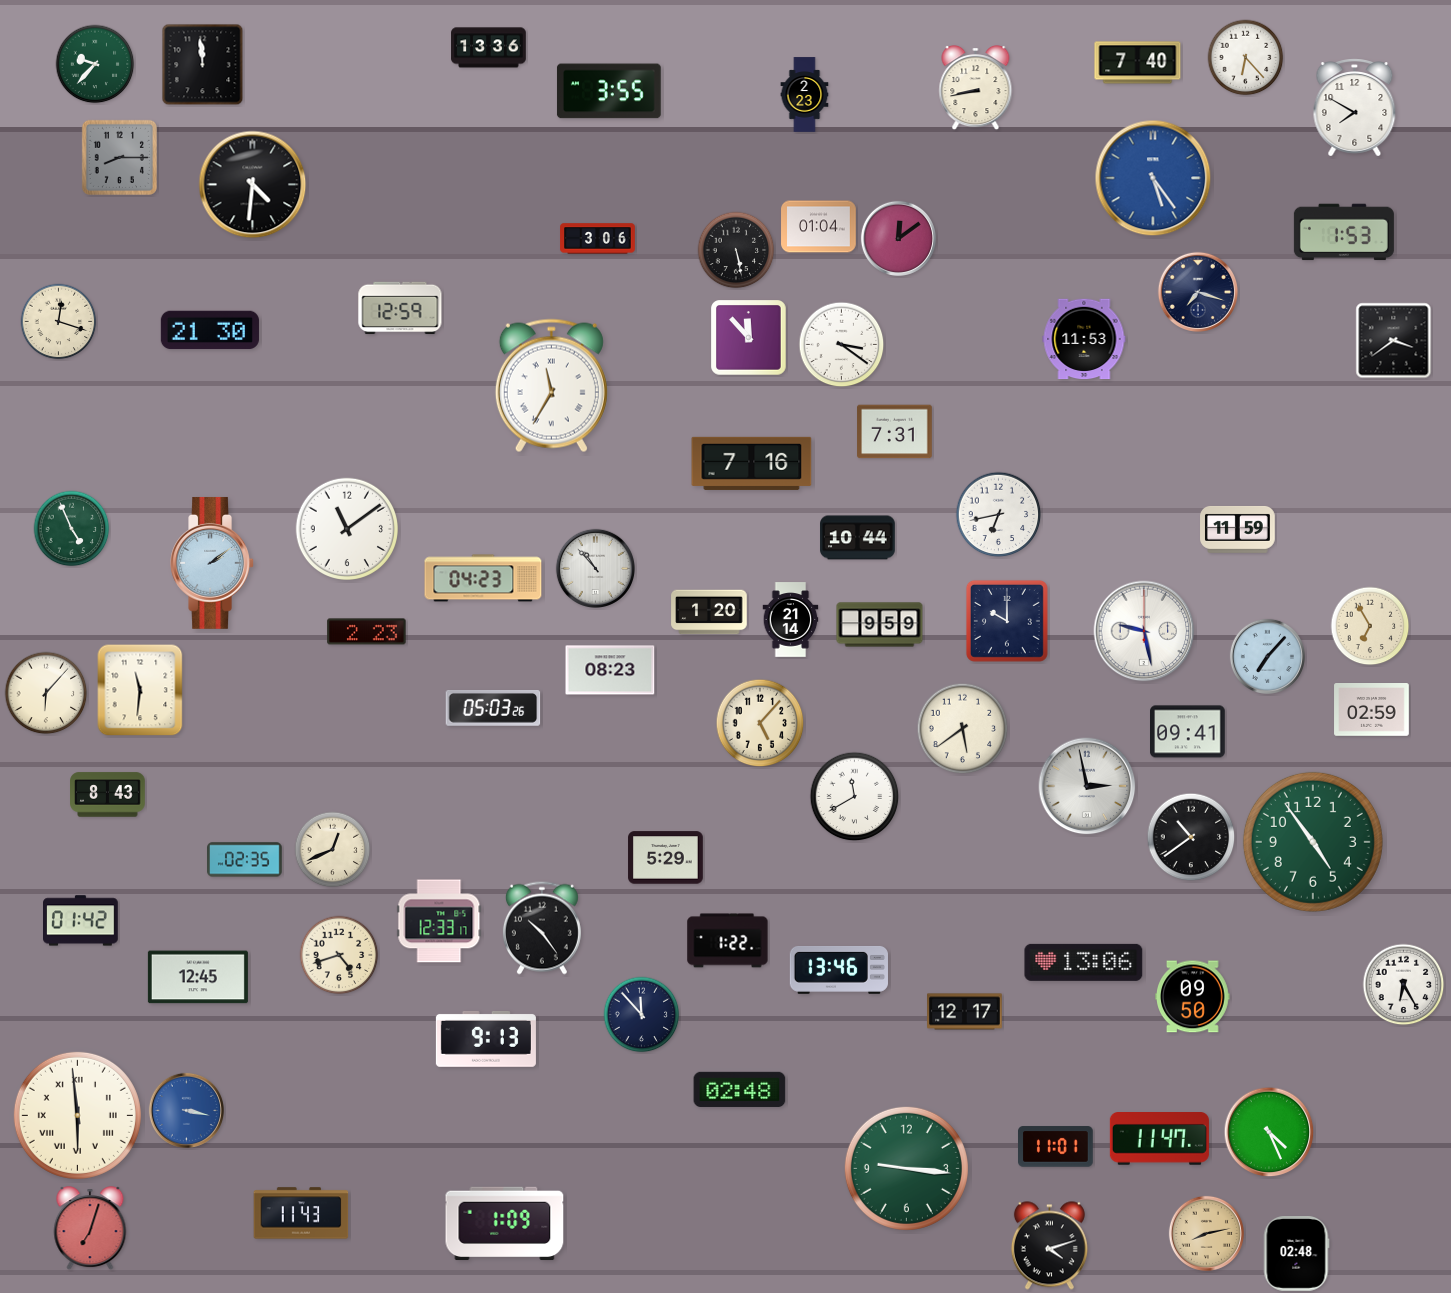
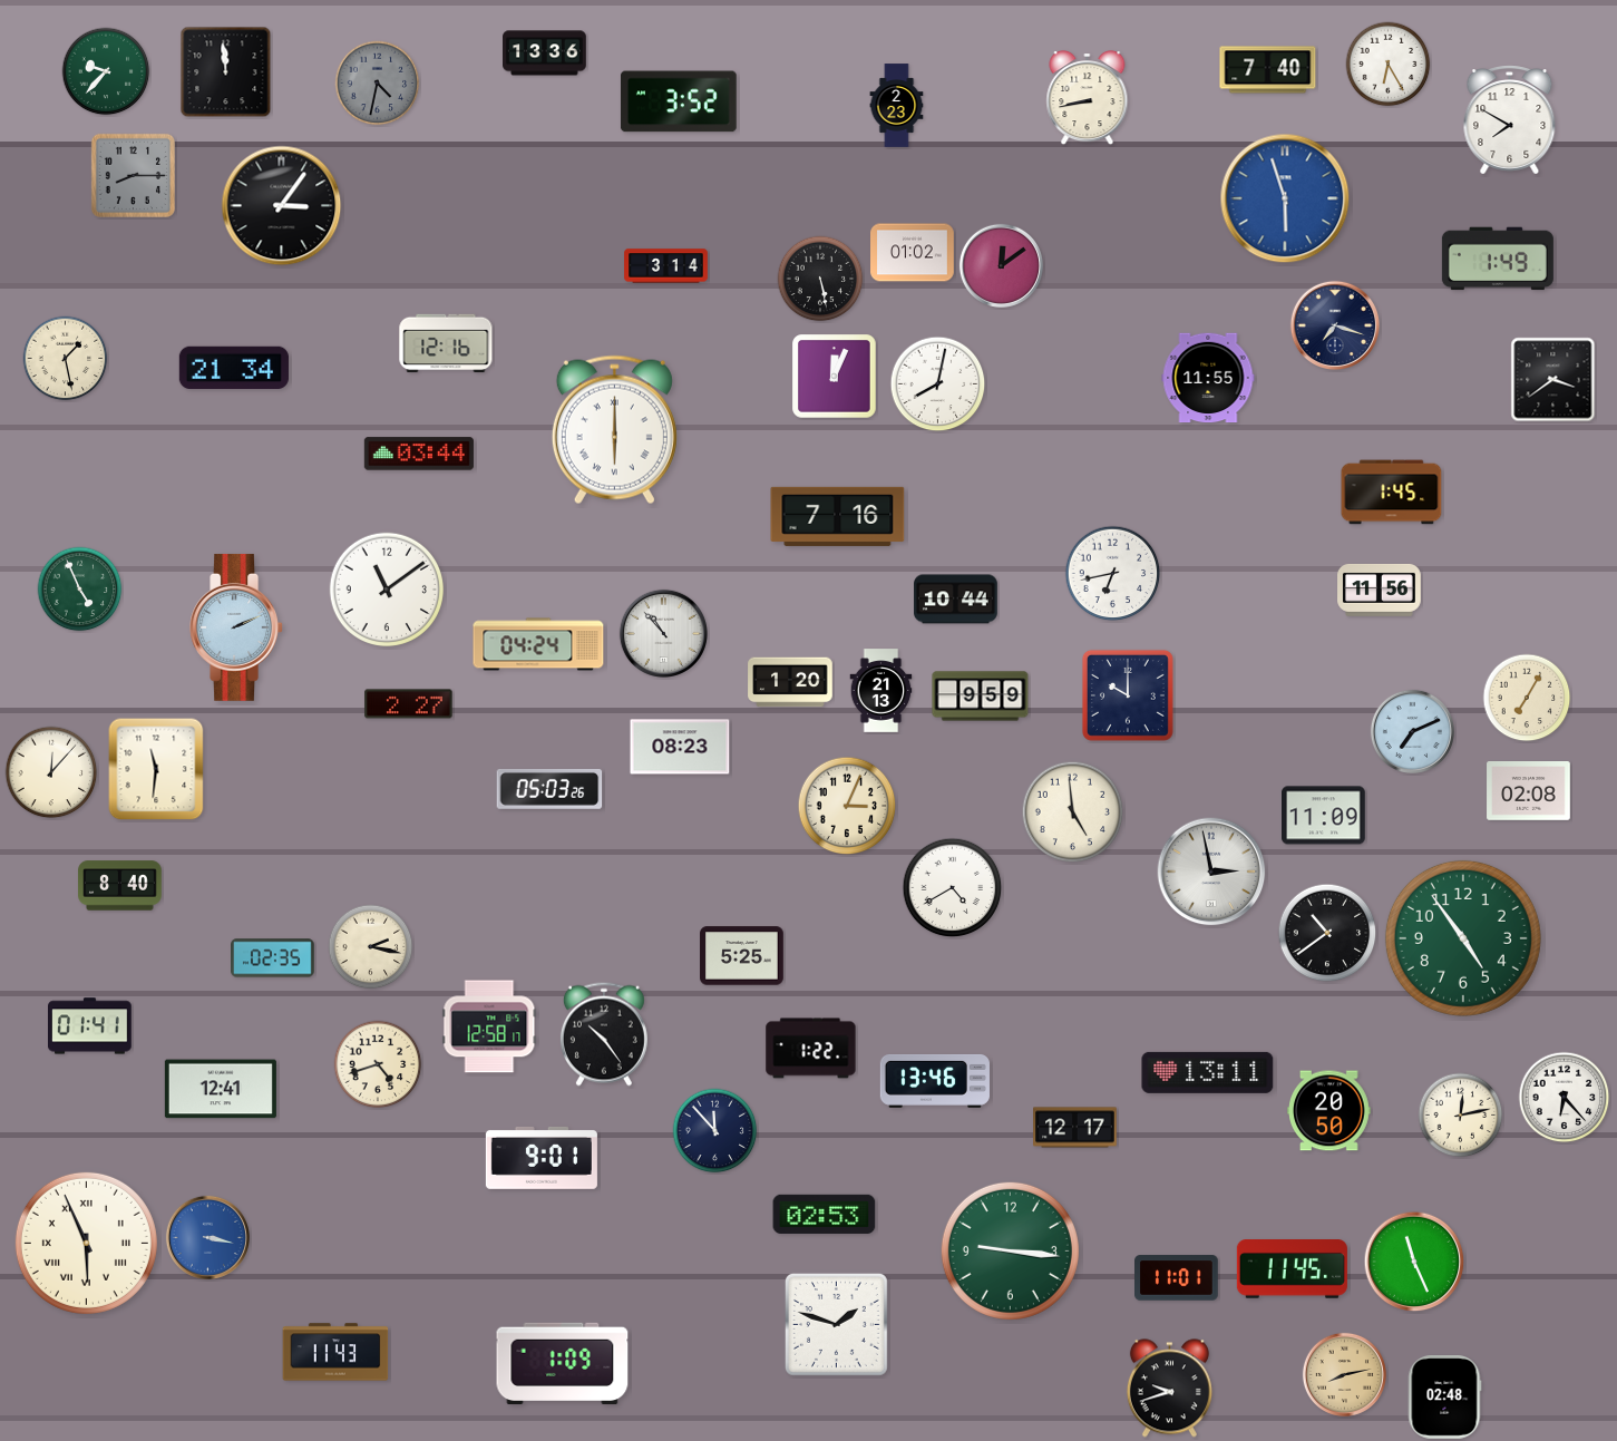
clock at (1246, 58): 6:23 -> 6:25
clock at (378, 84): none -> 4:32
clock at (609, 91): 3:55 -> 3:52
clock at (1153, 178): 5:24 -> 5:57
clock at (253, 185): 4:31 -> 3:06
clock at (819, 227): 01:04 -> 01:02
clock at (1344, 232): 1:53 -> 1:49
clock at (598, 239): 3:06 -> 3:14
clock at (400, 308): 12:59 -> 12:16
clock at (59, 322): 12:18 -> 1:28
clock at (210, 330): 21:30 -> 21:34
clock at (749, 338): 11:53 -> 12:04
clock at (1084, 339): 11:53 -> 11:55
clock at (842, 345): 3:21 -> 8:02
clock at (551, 386): 11:35 -> 6:00
clock at (419, 454): none -> 03:44
clock at (895, 432): 7:31 -> none
clock at (1392, 493): none -> 1:45
clock at (1238, 529): 11:59 -> 11:56
clock at (212, 563): 2:09 -> 2:11
clock at (483, 578): 04:23 -> 04:24
clock at (791, 620): 21:14 -> 21:13
clock at (1007, 621) position: (1007, 621) -> (1128, 695)
clock at (1370, 626): 6:55 -> 7:05
clock at (1144, 631): 9:28 -> none
clock at (367, 632): 2:23 -> 2:27
clock at (1267, 656): 7:07 -> 7:11
clock at (46, 693): 6:07 -> 12:07
clock at (1372, 710): 02:59 -> 02:08
clock at (760, 723): 5:07 -> 3:04
clock at (963, 729): 5:39 -> 4:59
clock at (1188, 732): 09:41 -> 11:09
clock at (1087, 786) position: (1087, 786) -> (1211, 872)
clock at (108, 795): 8:43 -> 8:40
clock at (855, 797): 11:40 -> 4:40
clock at (333, 850): 12:41 -> 2:17
clock at (666, 858): 5:29 -> 5:25
clock at (81, 921): 01:42 -> 01:41
clock at (439, 921): 12:33 -> 12:58
clock at (1084, 962): 13:06 -> 13:11
clock at (198, 977): 12:45 -> 12:41
clock at (1404, 985): 6:25 -> 6:23
clock at (1193, 997): 09:50 -> 20:50
clock at (1461, 1116): none -> 12:13
clock at (486, 1039): 9:13 -> 9:01
clock at (740, 1089): 02:48 -> 02:53
clock at (77, 1115): 5:59 -> 5:56
clock at (1269, 1132): 4:26 -> 11:26
clock at (1159, 1139): 11:47 -> 11:45
clock at (906, 1168) position: (906, 1168) -> (1010, 1250)
clock at (836, 1324): none -> 1:48
clock at (90, 1229): 7:03 -> none
clock at (1049, 1246): 4:12 -> 9:42
